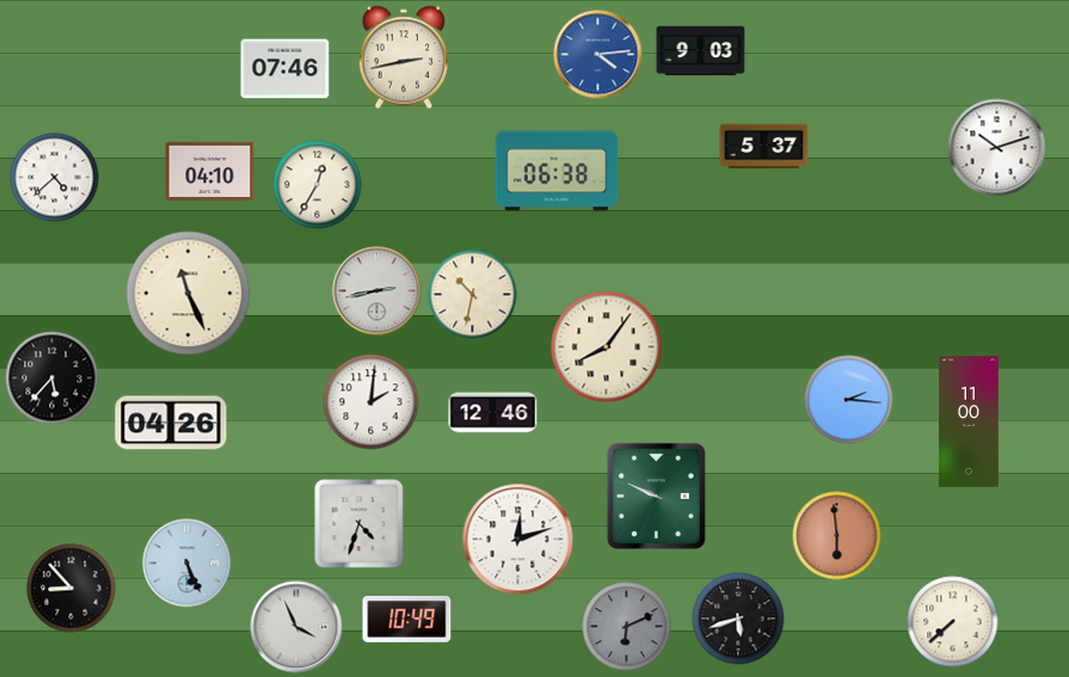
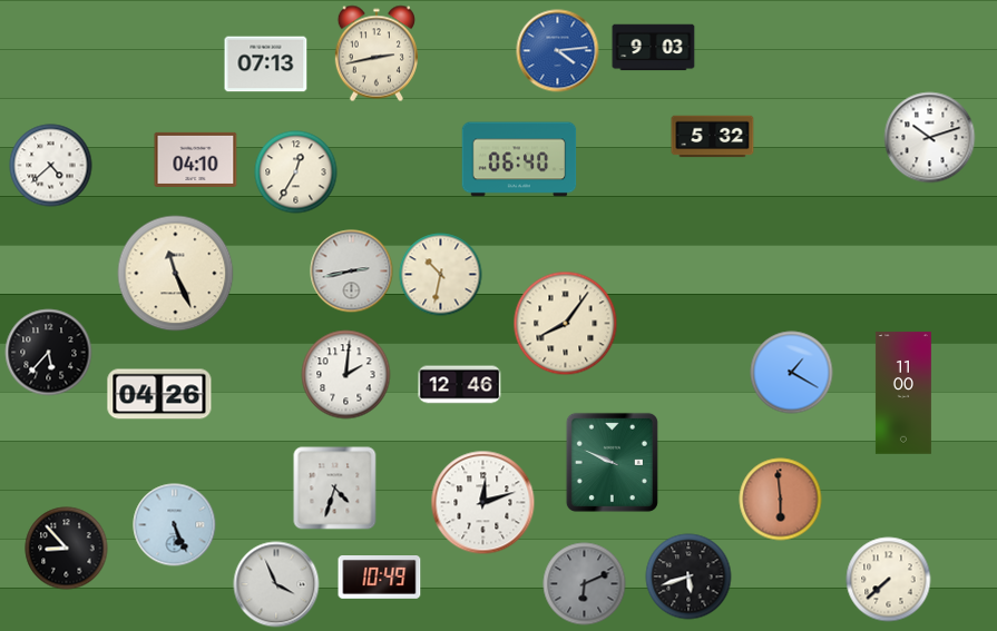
clock at (285, 69): 07:46 -> 07:13
clock at (764, 147): 5:37 -> 5:32
clock at (557, 171): 06:38 -> 06:40
clock at (849, 400): 2:16 -> 1:20
